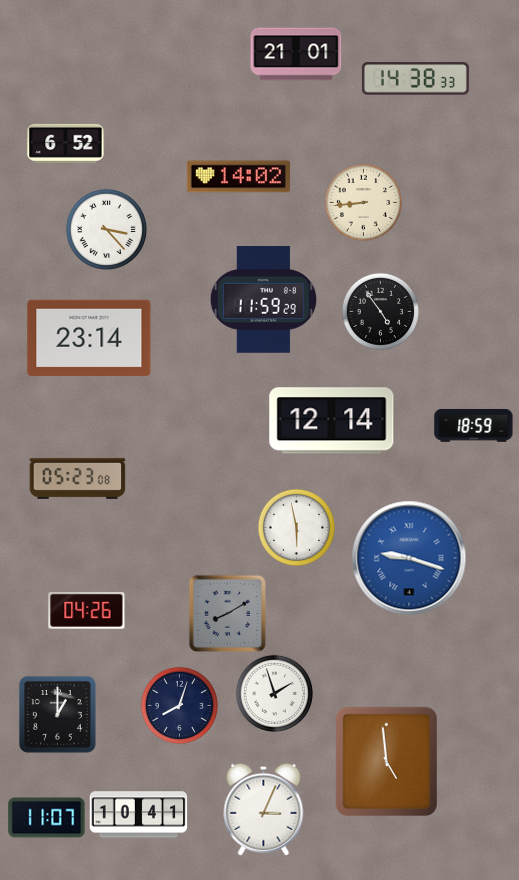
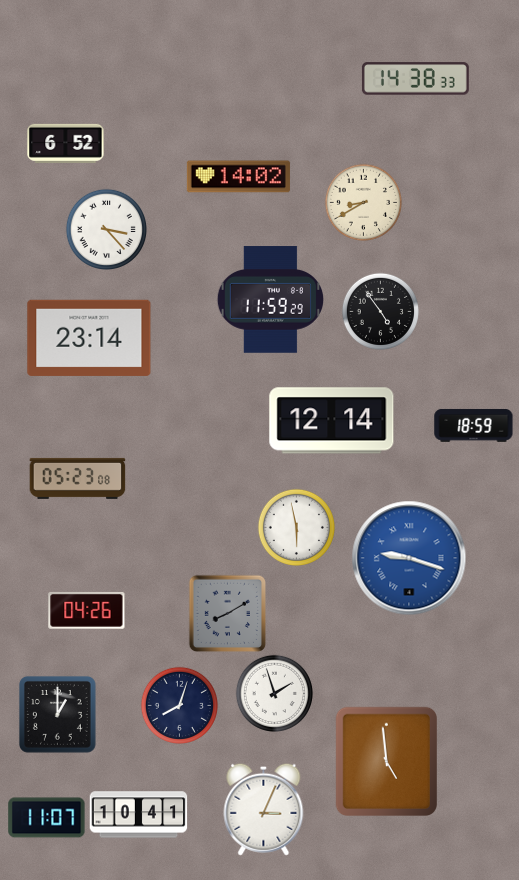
clock at (296, 54): 21:01 -> none
clock at (363, 202): 8:44 -> 8:40
clock at (263, 300) position: (263, 300) -> (270, 300)
